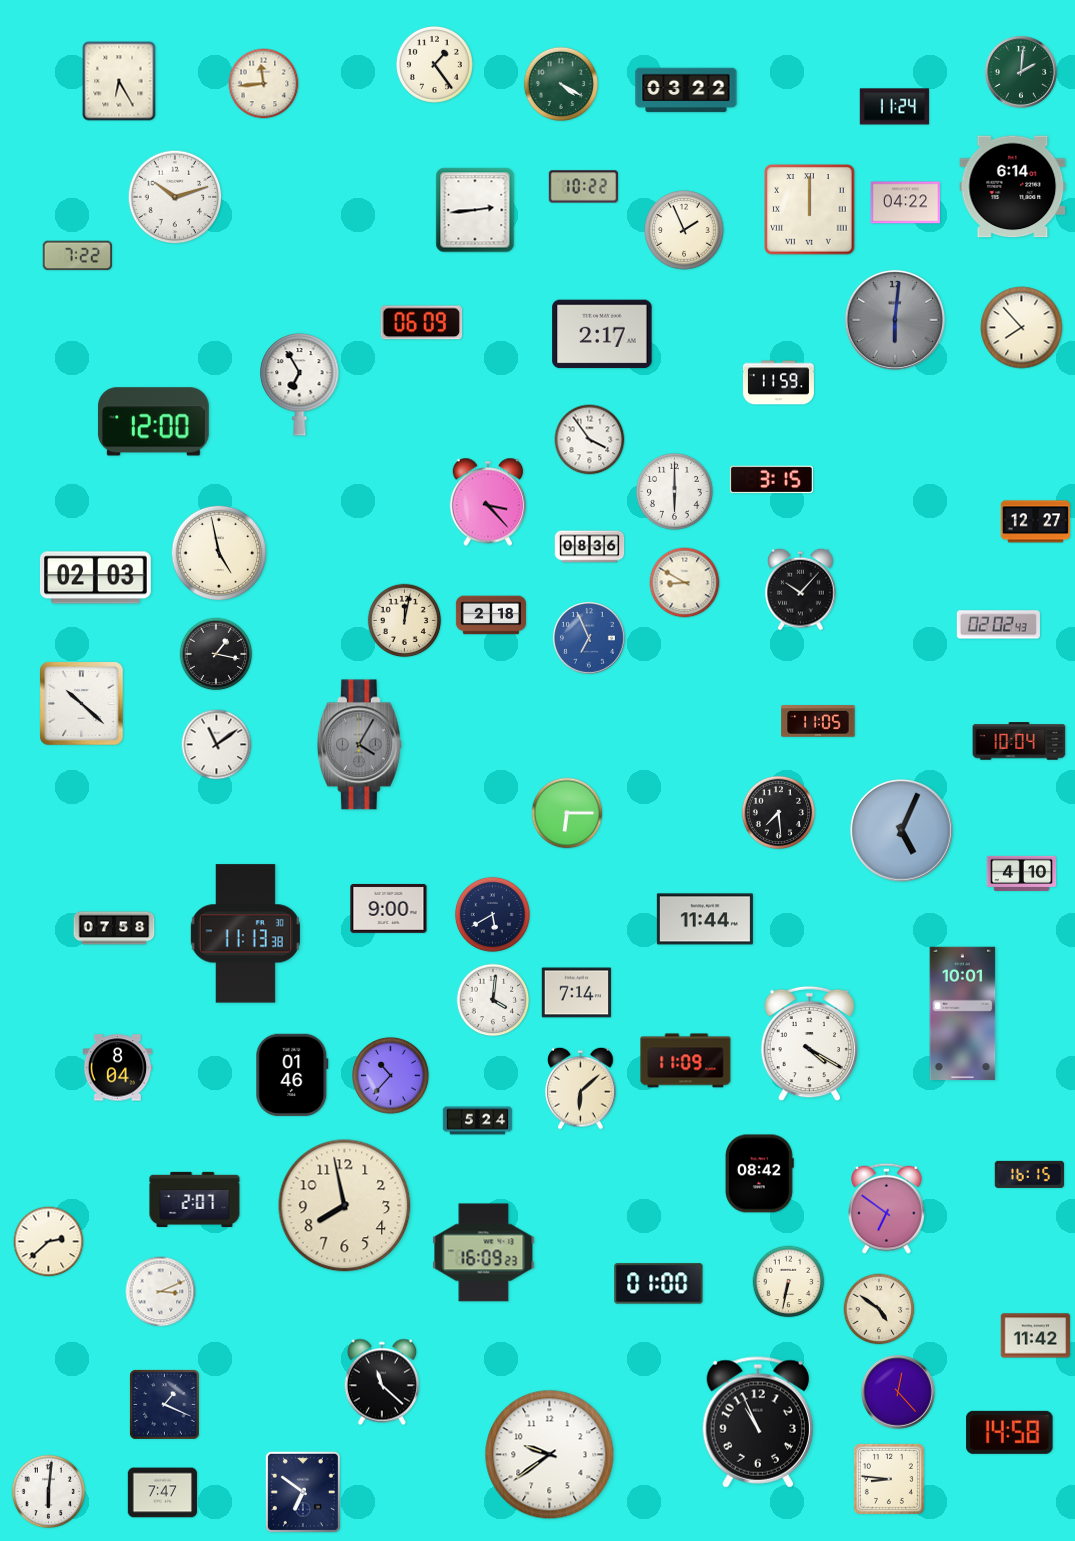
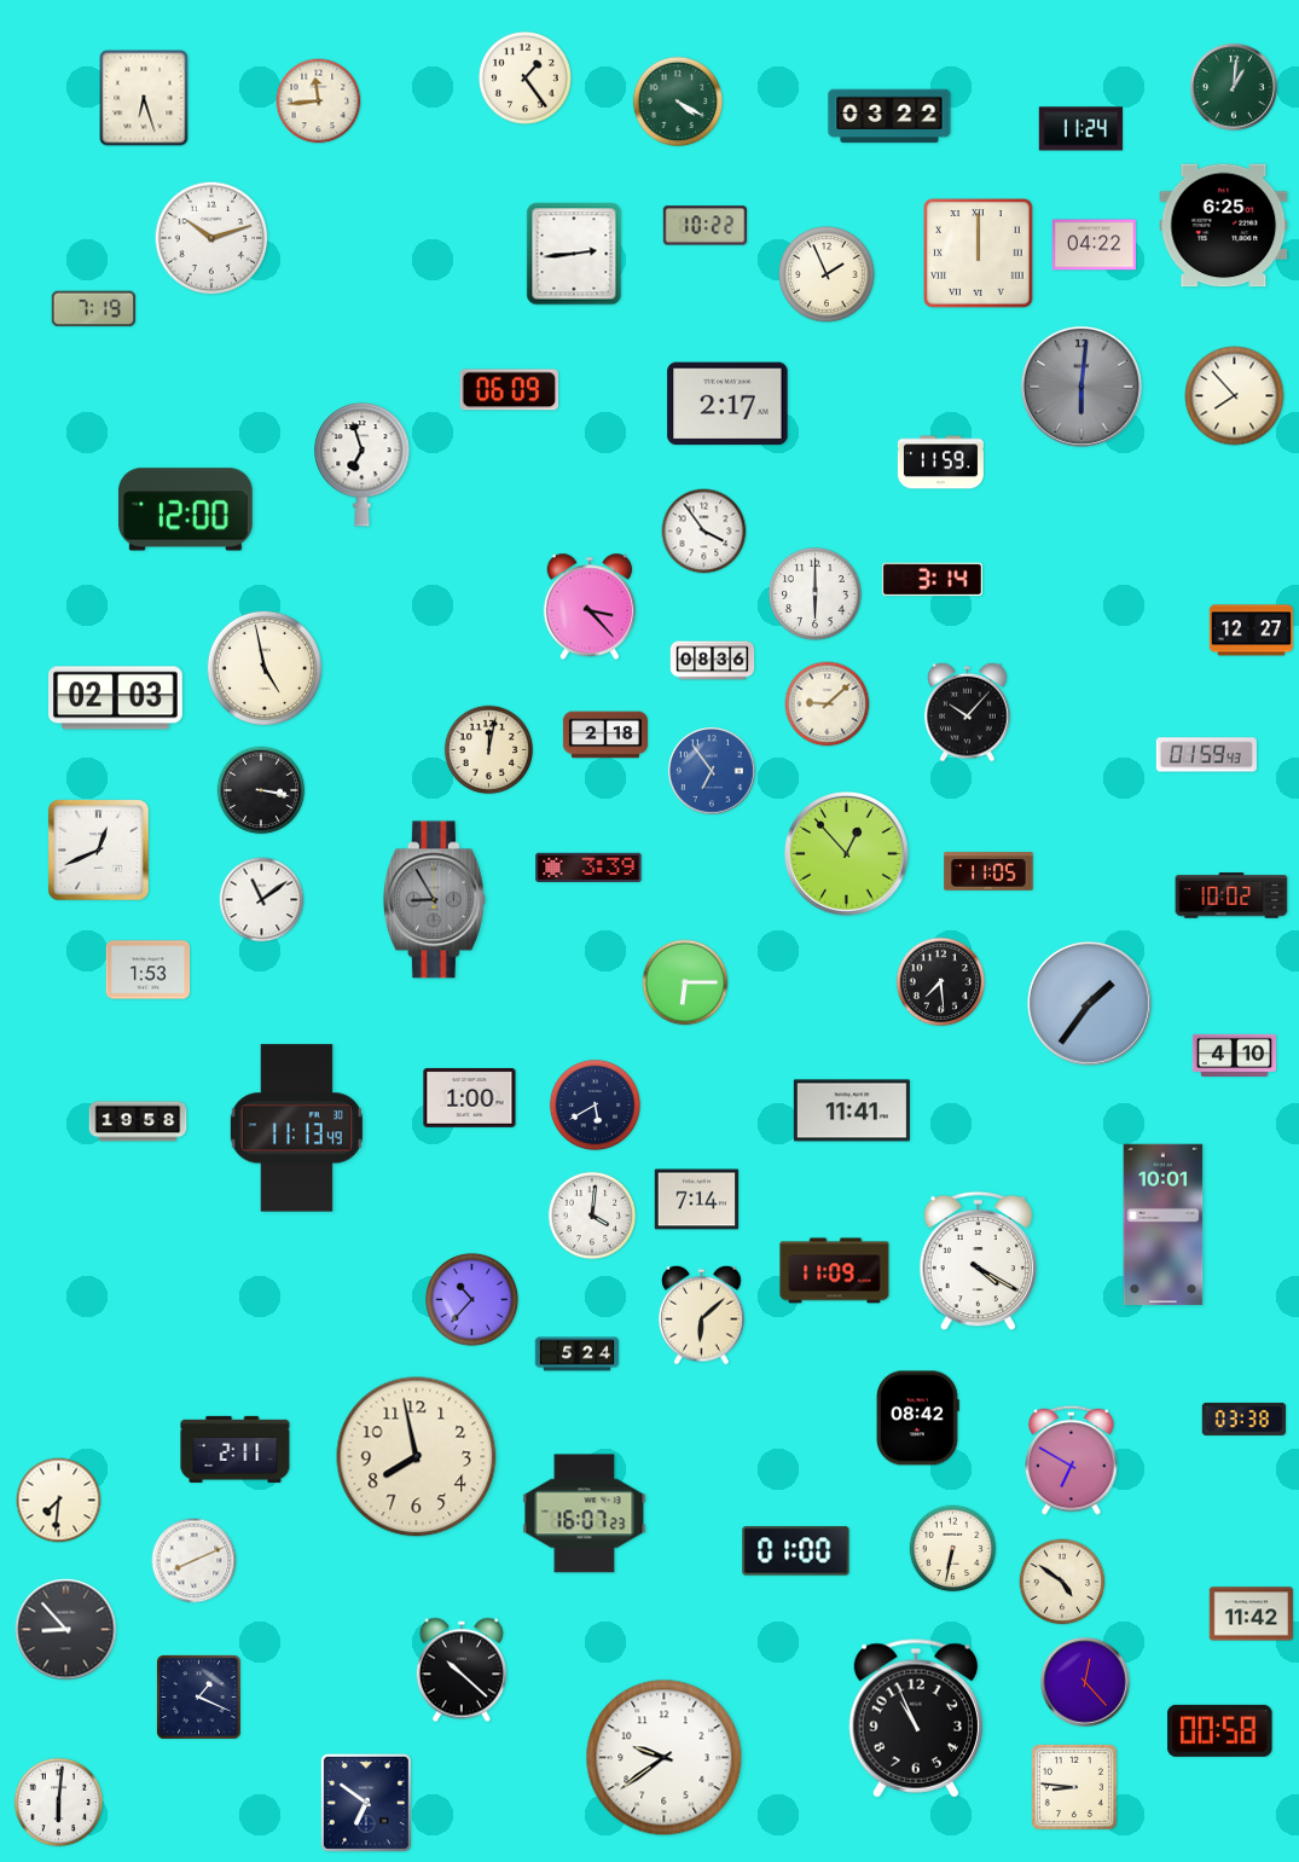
clock at (1021, 72): 2:01 -> 1:01
clock at (119, 81): 6:25 -> 6:27
clock at (686, 90) position: (686, 90) -> (889, 116)
clock at (1013, 187): 6:14 -> 6:25
clock at (684, 230) position: (684, 230) -> (827, 274)
clock at (77, 256): 7:22 -> 7:19
clock at (300, 385): 6:55 -> 6:57
clock at (590, 440) position: (590, 440) -> (704, 532)
clock at (771, 480): 3:15 -> 3:14
clock at (685, 583): 8:50 -> 9:08
clock at (490, 615) position: (490, 615) -> (604, 735)
clock at (998, 625): 02:02 -> 01:59
clock at (589, 638): 6:56 -> 6:54
clock at (216, 654): 1:17 -> 3:17
clock at (82, 704): 10:22 -> 12:41
clock at (847, 854): none -> 12:53
clock at (588, 866): none -> 3:39
clock at (1019, 741): 10:04 -> 10:02
clock at (359, 745): 4:05 -> 8:55
clock at (149, 970): none -> 1:53
clock at (902, 831): 5:04 -> 1:36
clock at (389, 908): 9:00 -> 1:00
clock at (705, 919): 11:44 -> 11:41
clock at (114, 928): 07:58 -> 19:58
clock at (245, 934): 11:13:38 -> 11:13:49
clock at (493, 1000) position: (493, 1000) -> (592, 1216)
clock at (686, 1061) position: (686, 1061) -> (835, 1271)
clock at (118, 1068): 8:04 -> none
clock at (292, 1074): 01:46 -> none
clock at (1030, 1174): 16:15 -> 03:38
clock at (195, 1199): 2:07 -> 2:11
clock at (887, 1208): 6:51 -> 6:50
clock at (49, 1242): 2:38 -> 7:31
clock at (484, 1253): 16:09 -> 16:07
clock at (161, 1292): 3:11 -> 8:11
clock at (66, 1630): none -> 8:53
clock at (382, 1382): 11:22 -> 10:22
clock at (1010, 1432): 14:58 -> 00:58
clock at (163, 1493): 7:47 -> none
